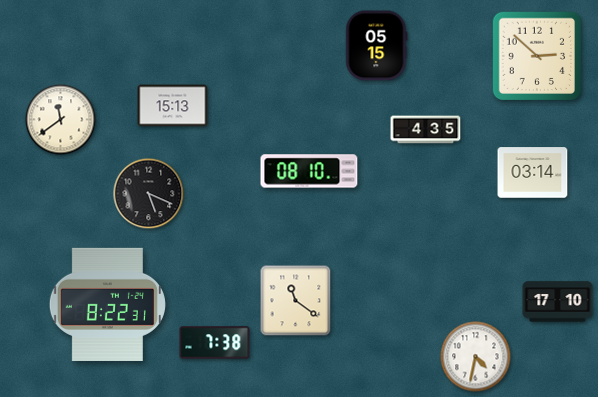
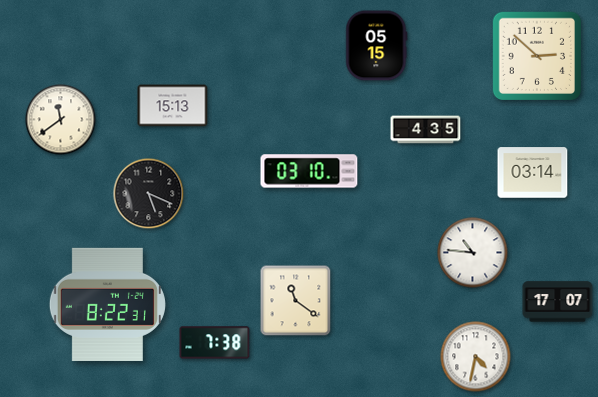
clock at (309, 171): 08:10 -> 03:10
clock at (473, 253): none -> 10:46
clock at (558, 302): 17:10 -> 17:07
